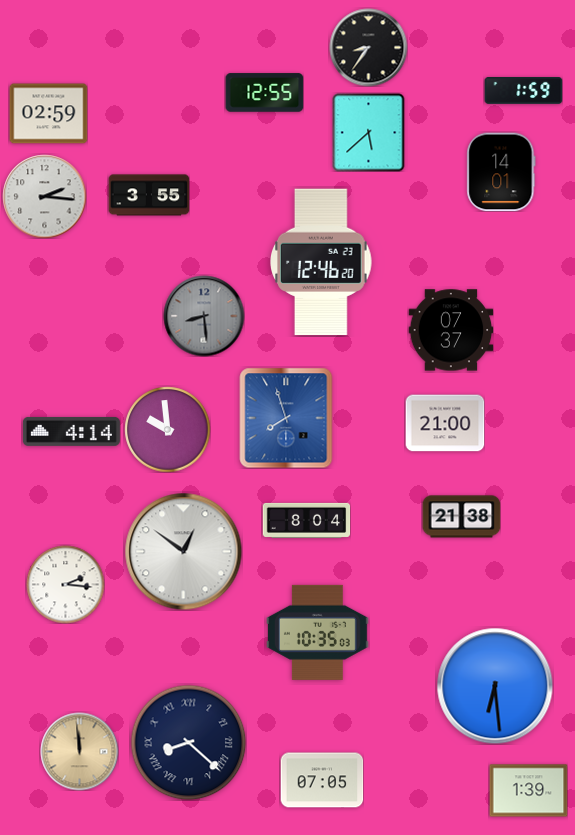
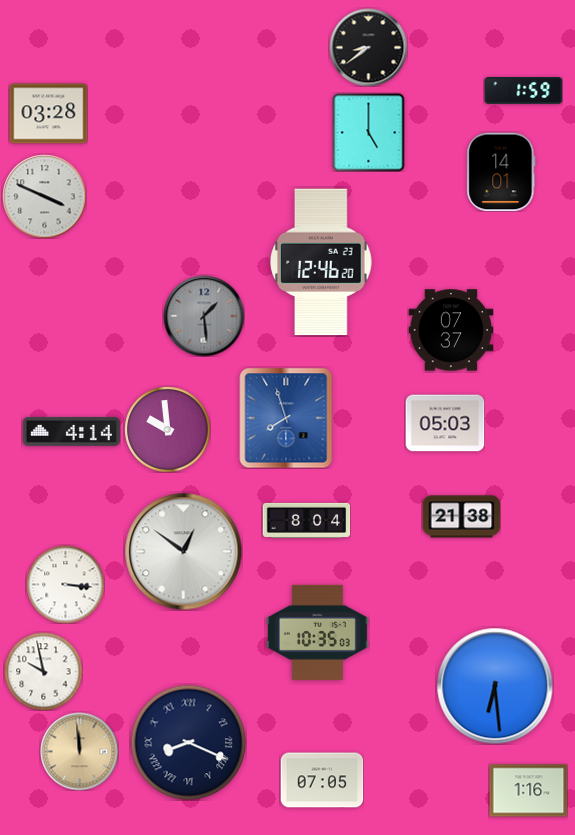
clock at (368, 47): 8:36 -> 8:39
clock at (264, 93): 12:55 -> none
clock at (48, 114): 02:59 -> 03:28
clock at (369, 132): 5:38 -> 5:00
clock at (149, 195): 3:55 -> none
clock at (44, 196): 2:16 -> 3:49
clock at (204, 316): 8:29 -> 1:29
clock at (445, 423): 21:00 -> 05:03
clock at (65, 584): 2:16 -> 3:16
clock at (43, 671): none -> 9:58
clock at (188, 742): 8:22 -> 8:19
clock at (528, 791): 1:39 -> 1:16
